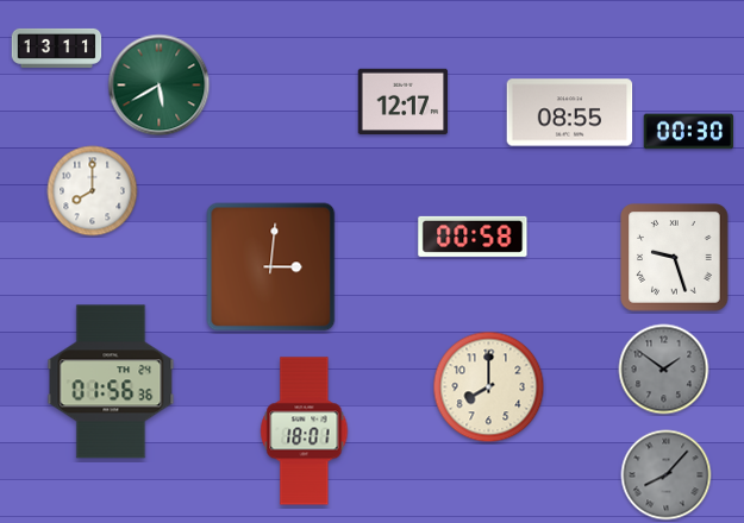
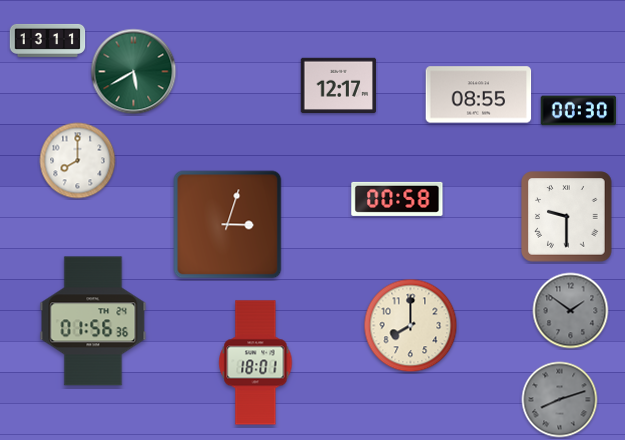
clock at (675, 258): 9:27 -> 9:30
clock at (271, 267): 3:01 -> 3:03
clock at (664, 370) position: (664, 370) -> (571, 311)
clock at (667, 475): 8:07 -> 8:12
